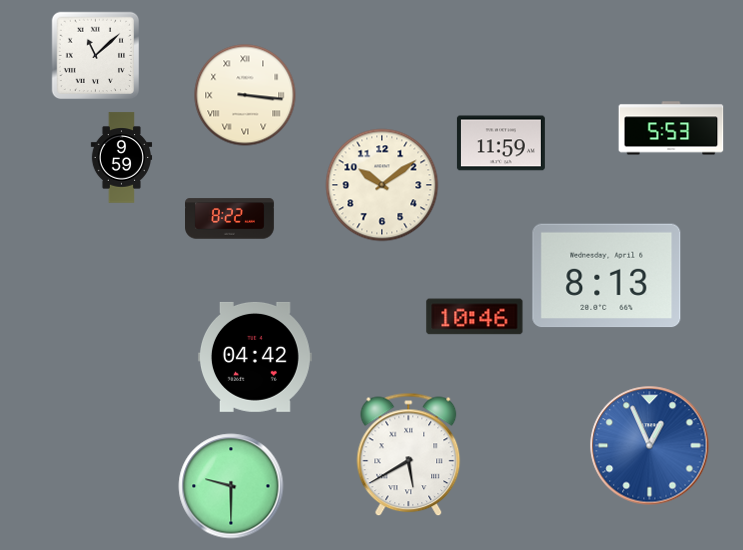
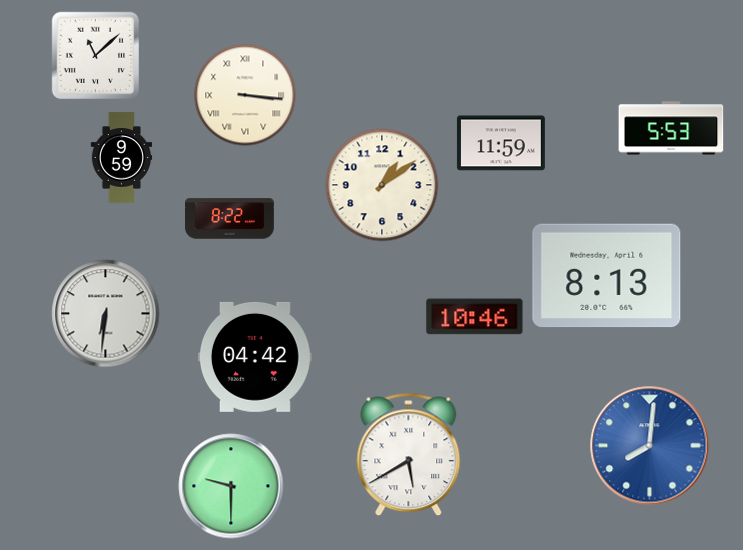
clock at (382, 185): 10:09 -> 1:09
clock at (106, 314): none -> 6:31
clock at (650, 446): 12:56 -> 8:01
